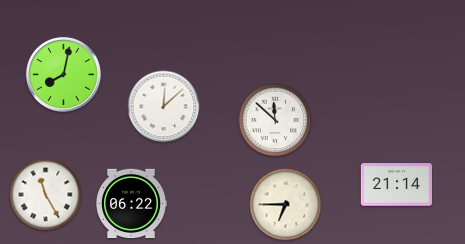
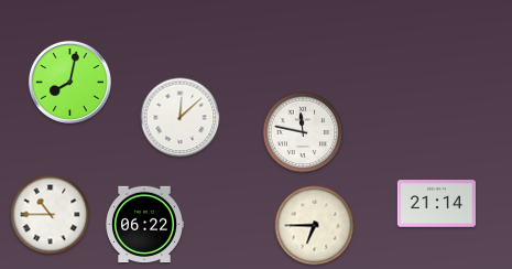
clock at (275, 120): 11:52 -> 11:47
clock at (46, 195): 11:25 -> 10:45
